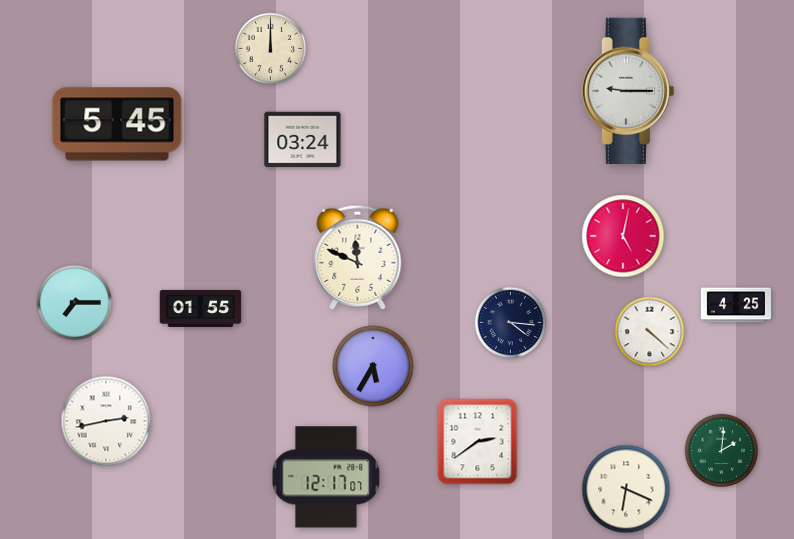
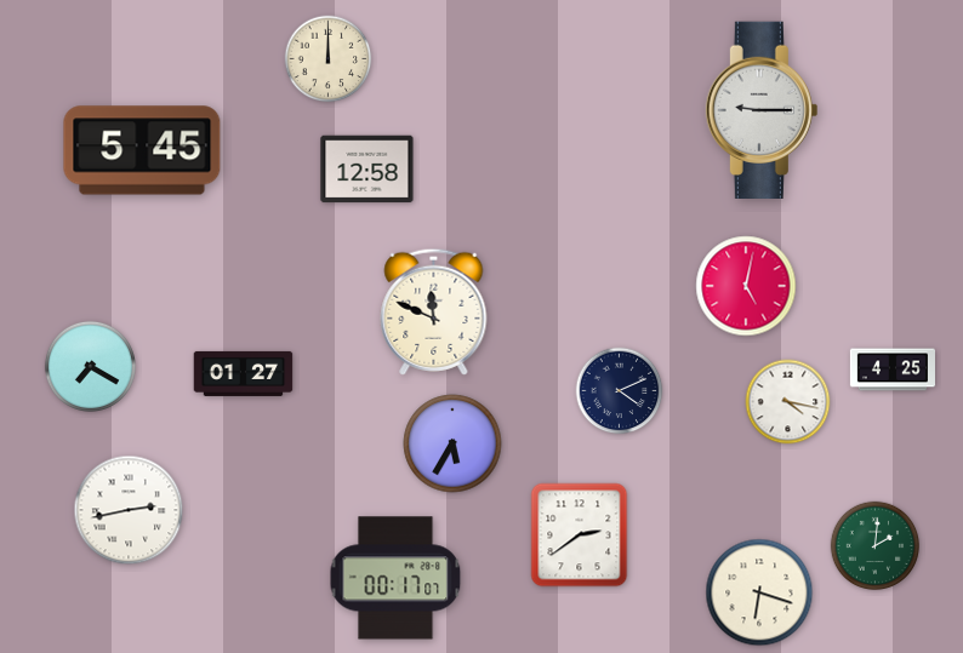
clock at (303, 140): 03:24 -> 12:58
clock at (623, 236) position: (623, 236) -> (746, 286)
clock at (74, 302): 7:15 -> 7:20
clock at (201, 308): 01:55 -> 01:27
clock at (511, 323): 4:16 -> 4:11
clock at (650, 332): 4:22 -> 4:17
clock at (326, 477): 12:17 -> 00:17
clock at (626, 489): 6:19 -> 6:18
